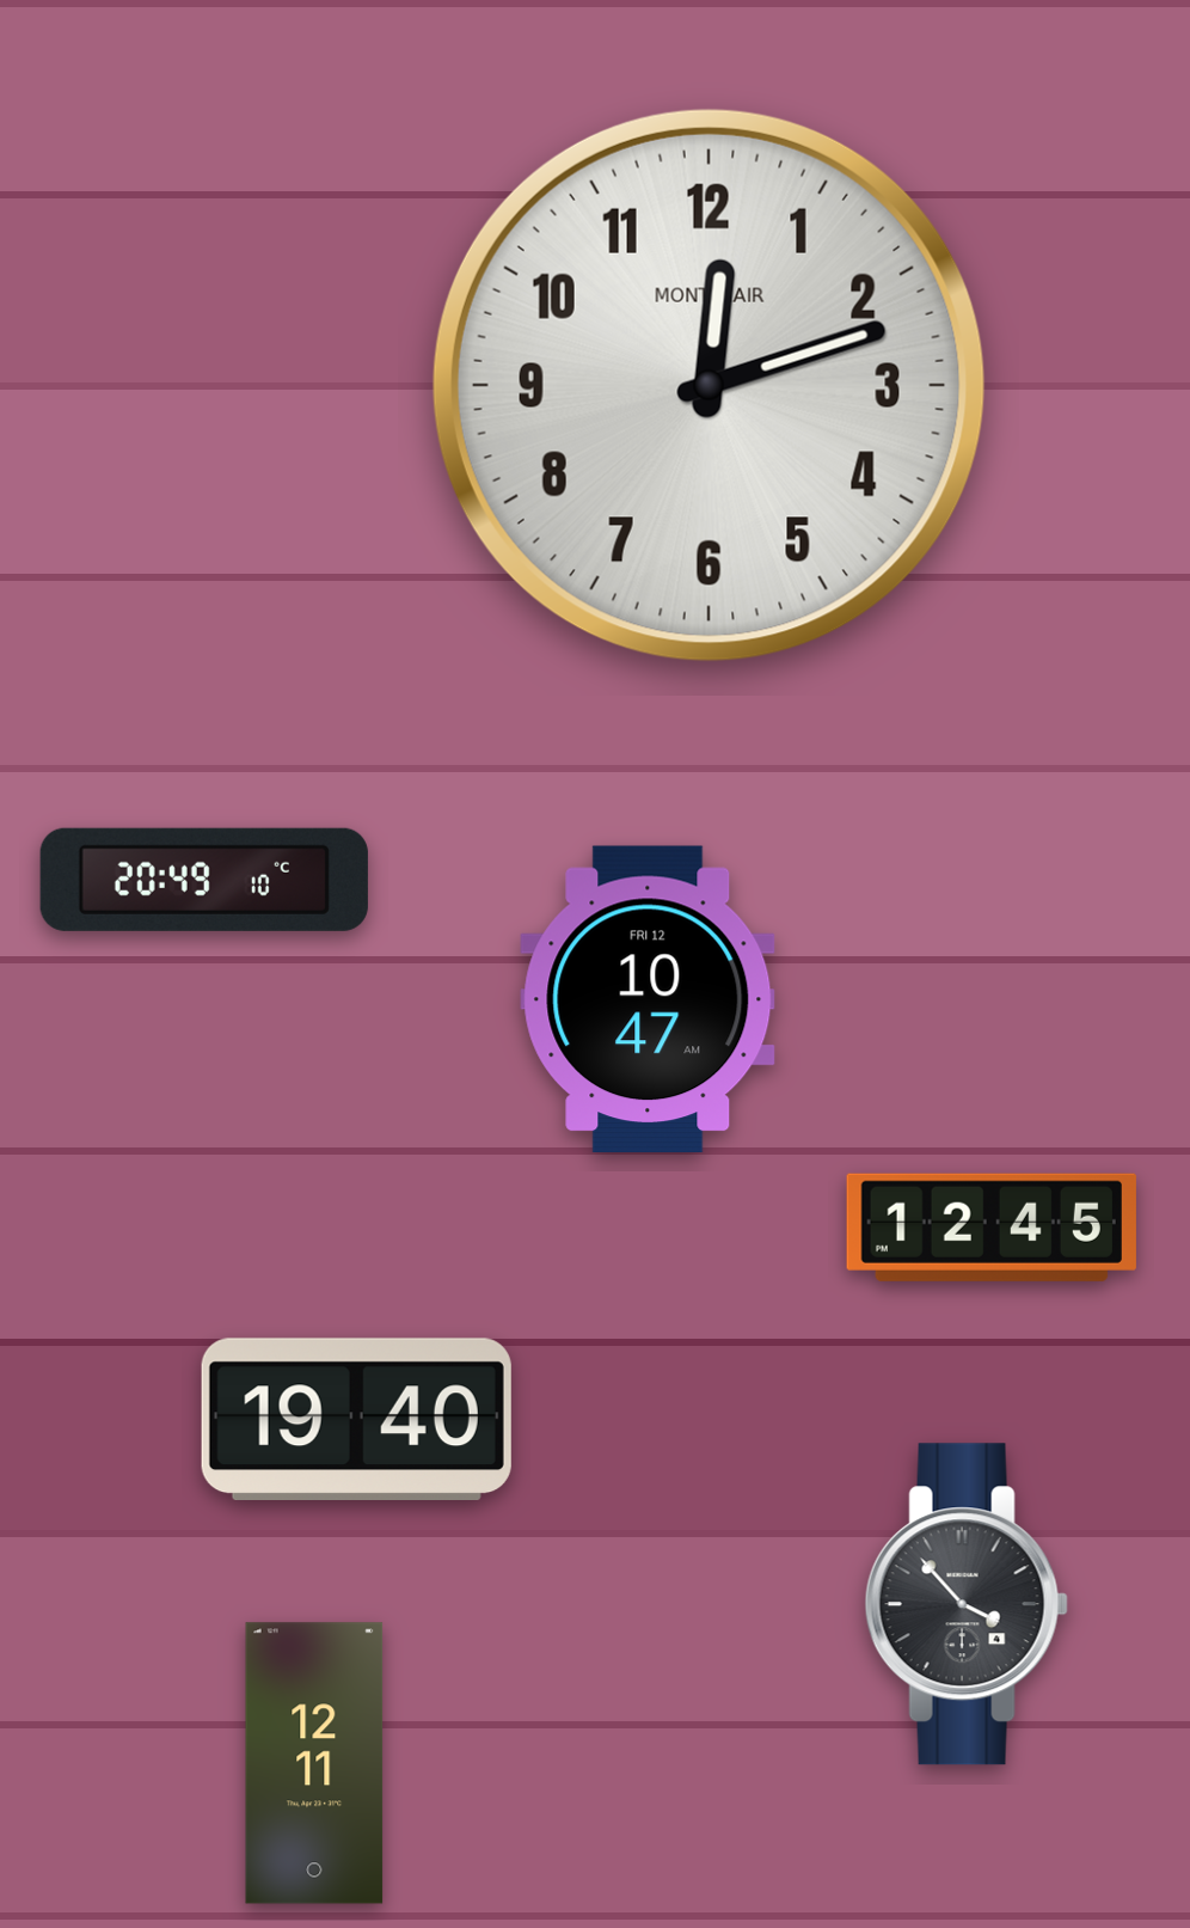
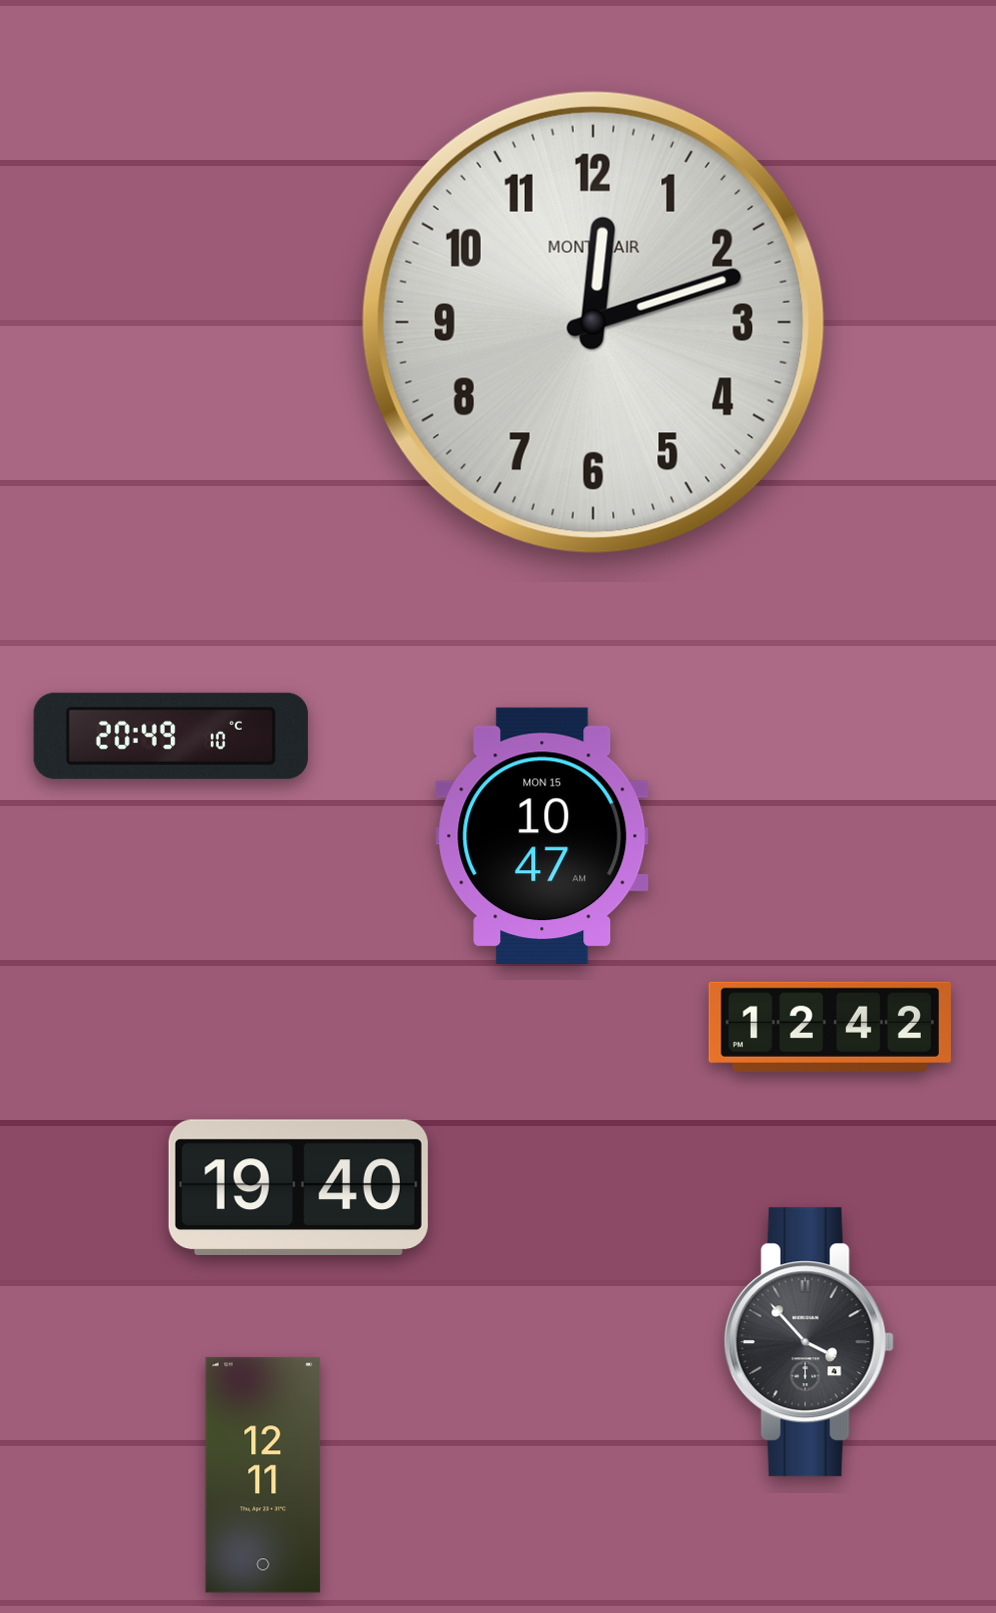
clock at (648, 999) date: FRI 12 -> MON 15
clock at (992, 1228): 12:45 -> 12:42
